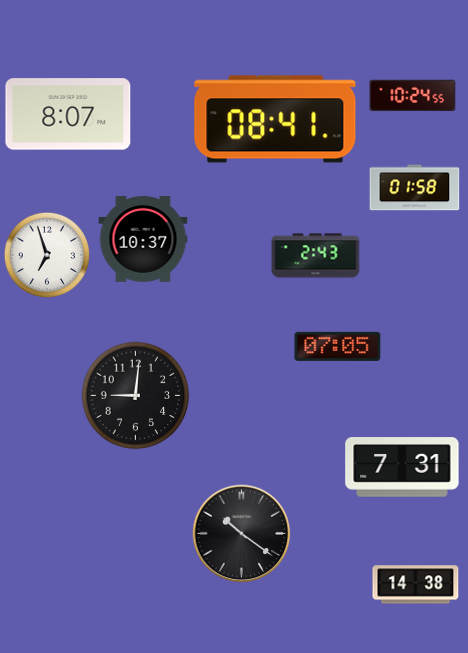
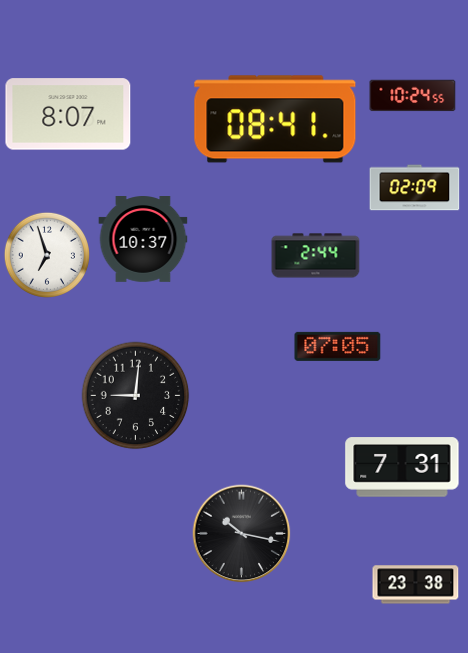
clock at (415, 188): 01:58 -> 02:09
clock at (316, 256): 2:43 -> 2:44
clock at (242, 534): 10:21 -> 10:17
clock at (416, 585): 14:38 -> 23:38
